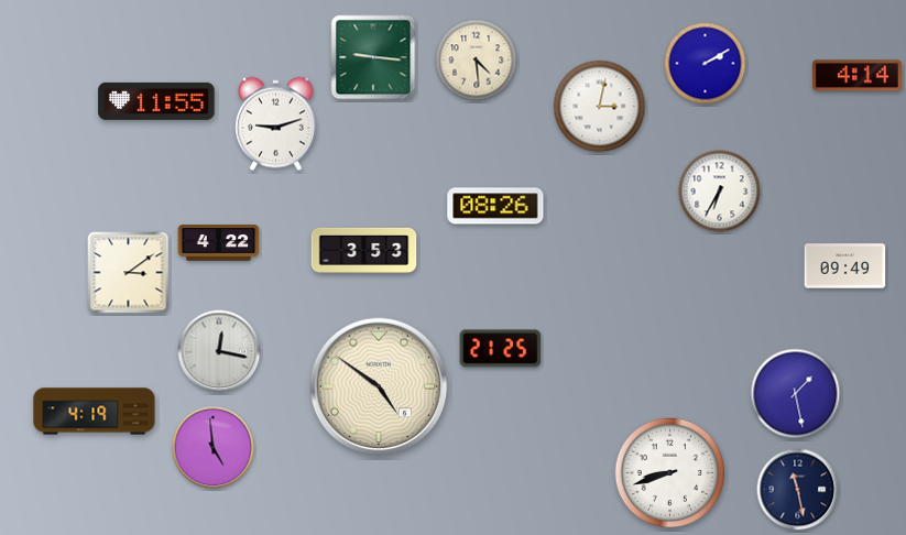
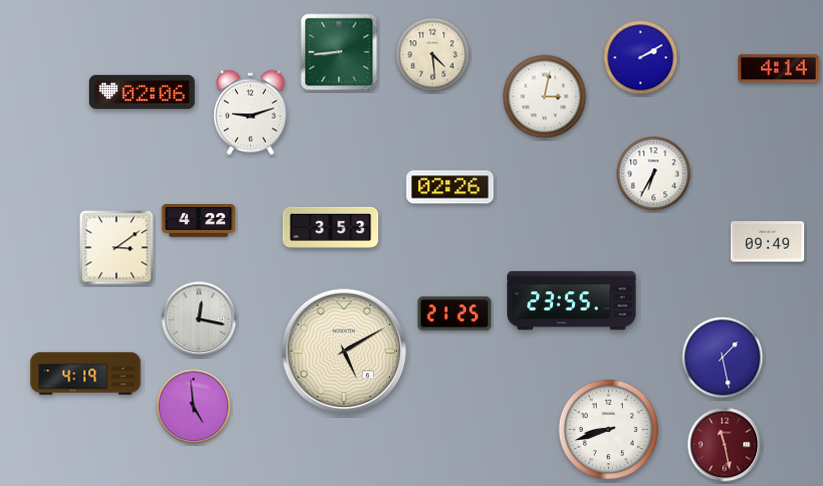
clock at (373, 57): 9:16 -> 8:44
clock at (156, 101): 11:55 -> 02:06
clock at (495, 206): 08:26 -> 02:26
clock at (572, 301): none -> 23:55
clock at (501, 349) position: (501, 349) -> (455, 314)
clock at (379, 386): 4:51 -> 5:10
clock at (798, 490) dial: navy -> burgundy
